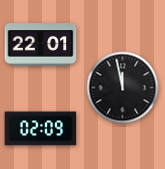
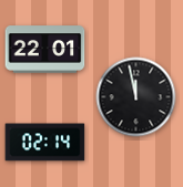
clock at (41, 129): 02:09 -> 02:14
